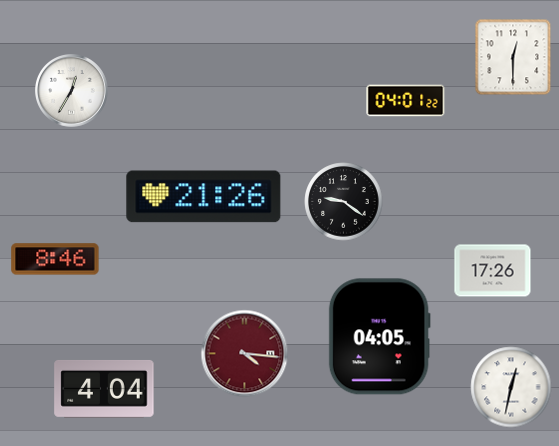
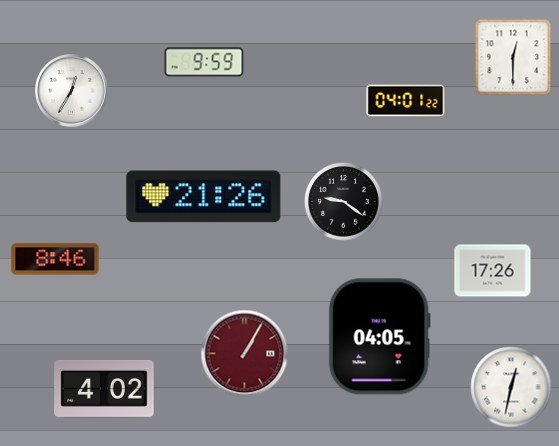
clock at (204, 62): none -> 9:59
clock at (245, 354): 4:16 -> 1:05
clock at (104, 389): 4:04 -> 4:02
